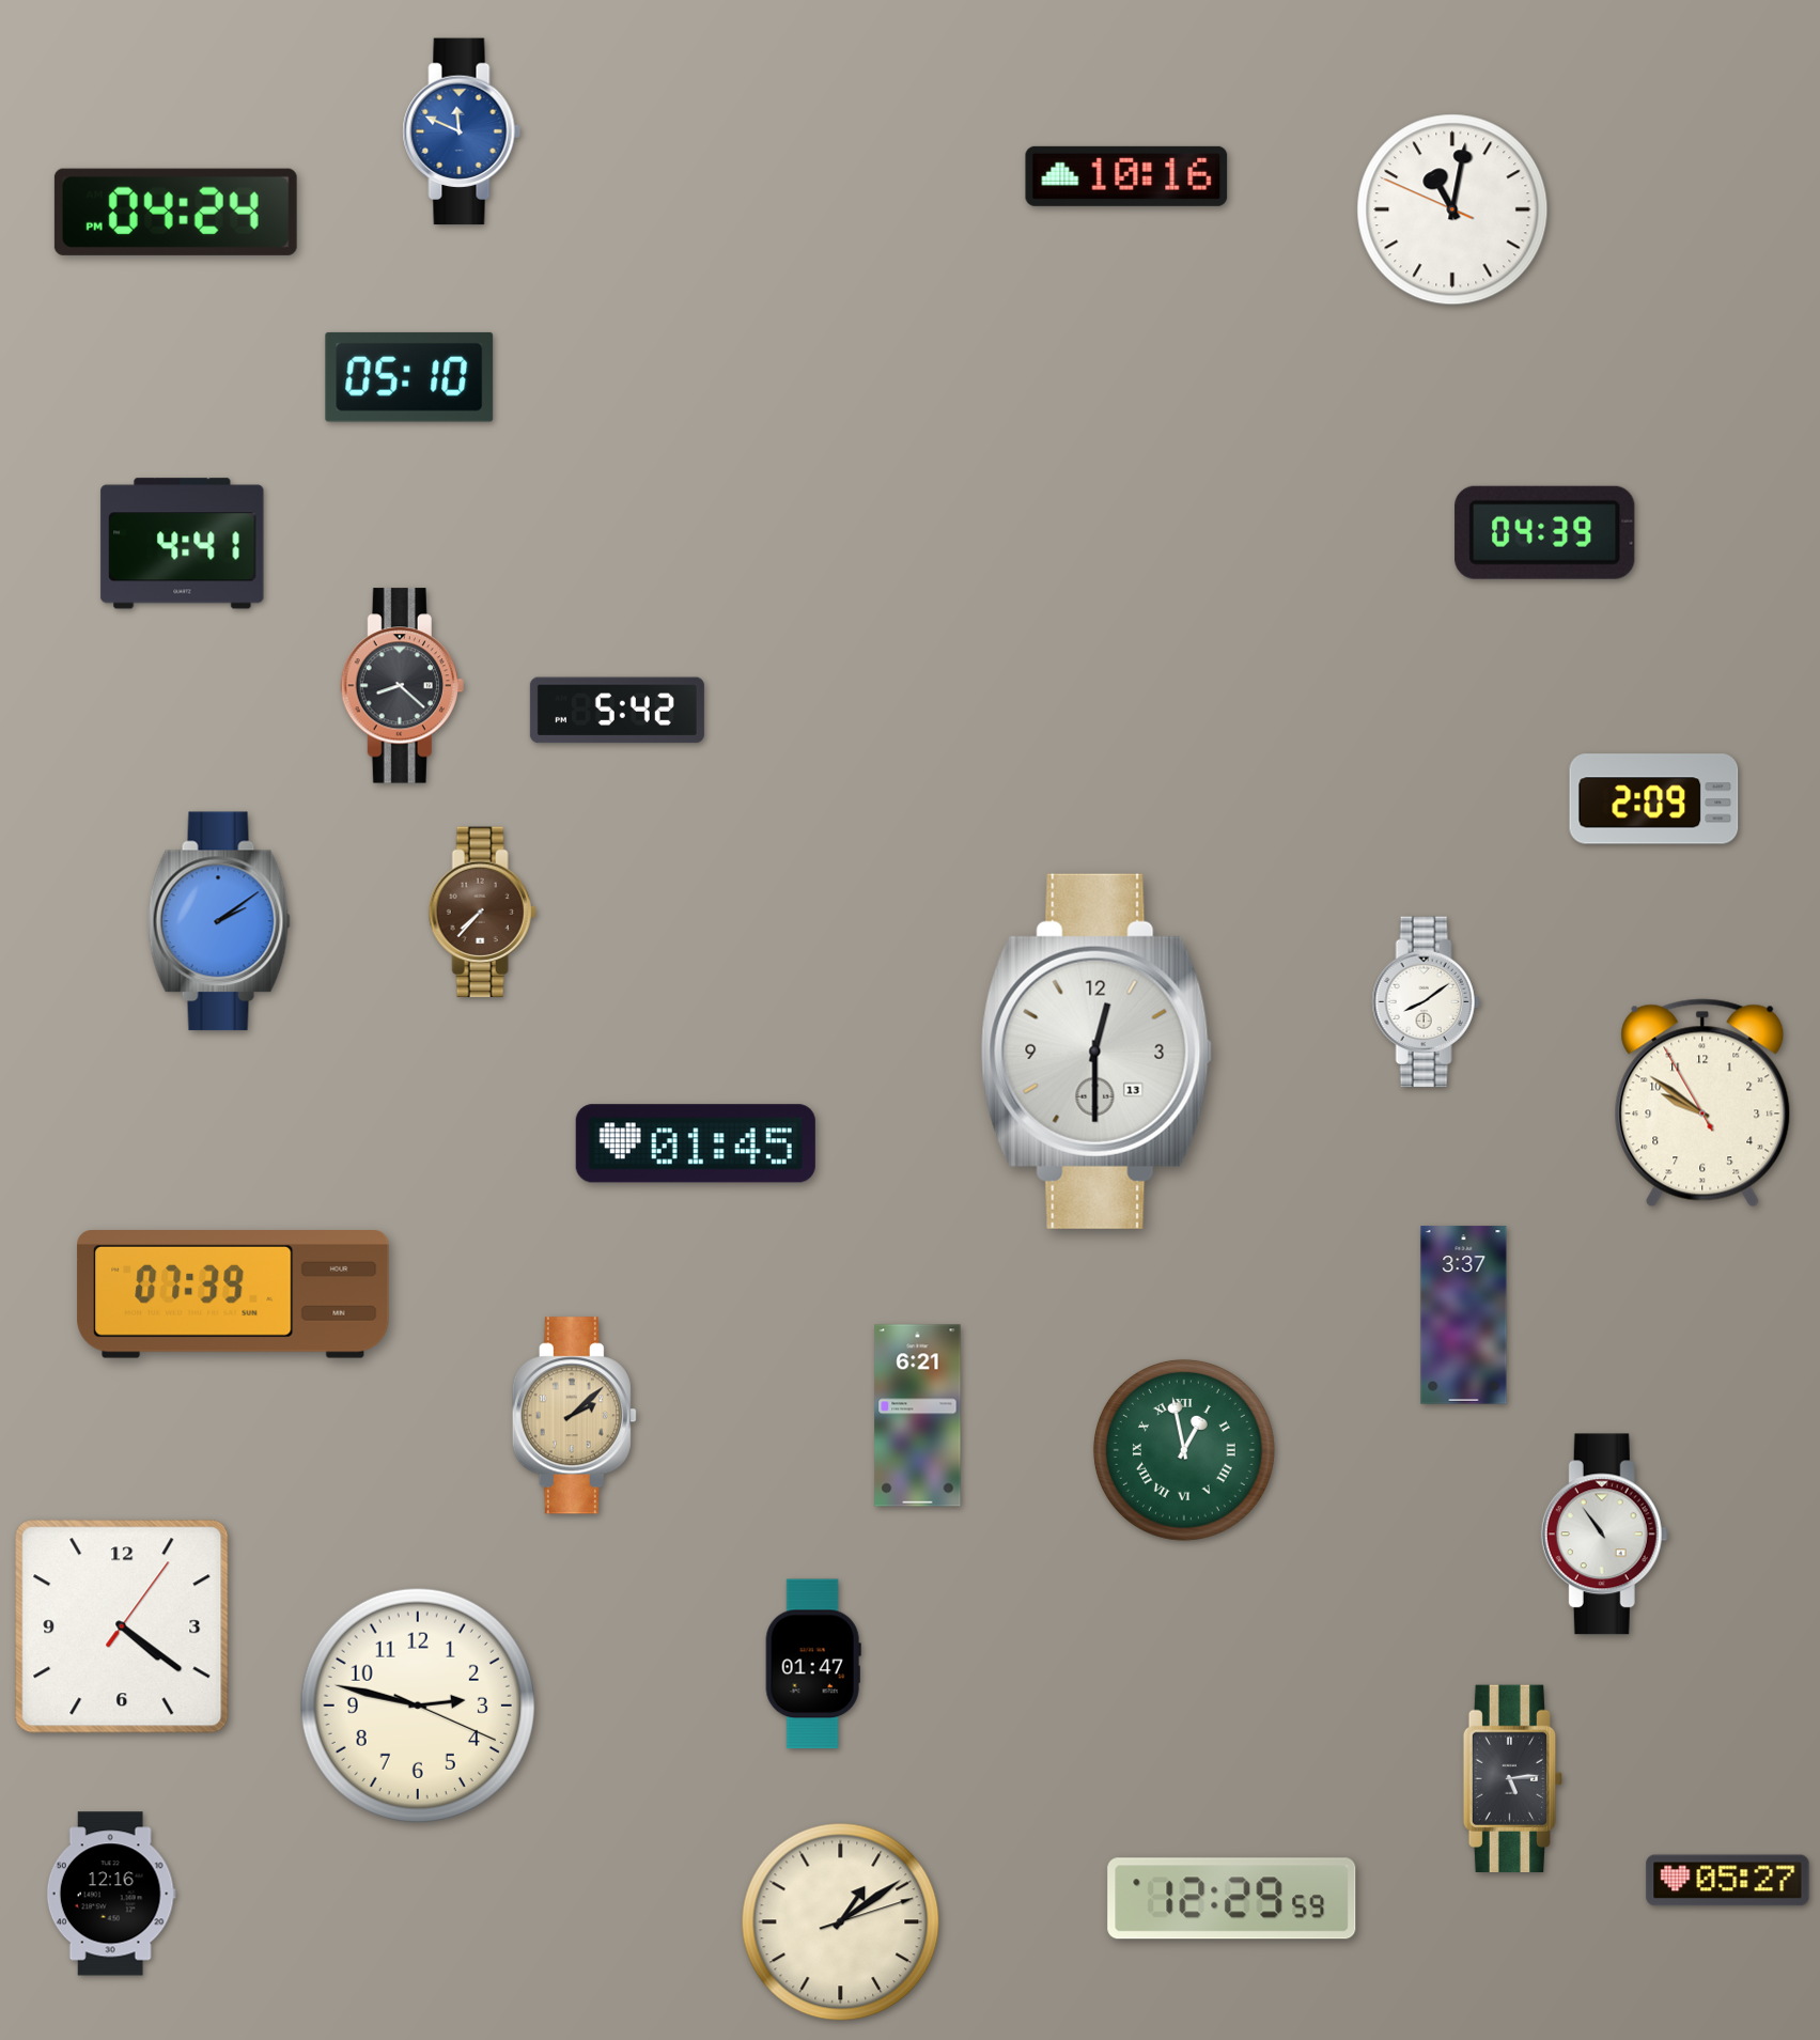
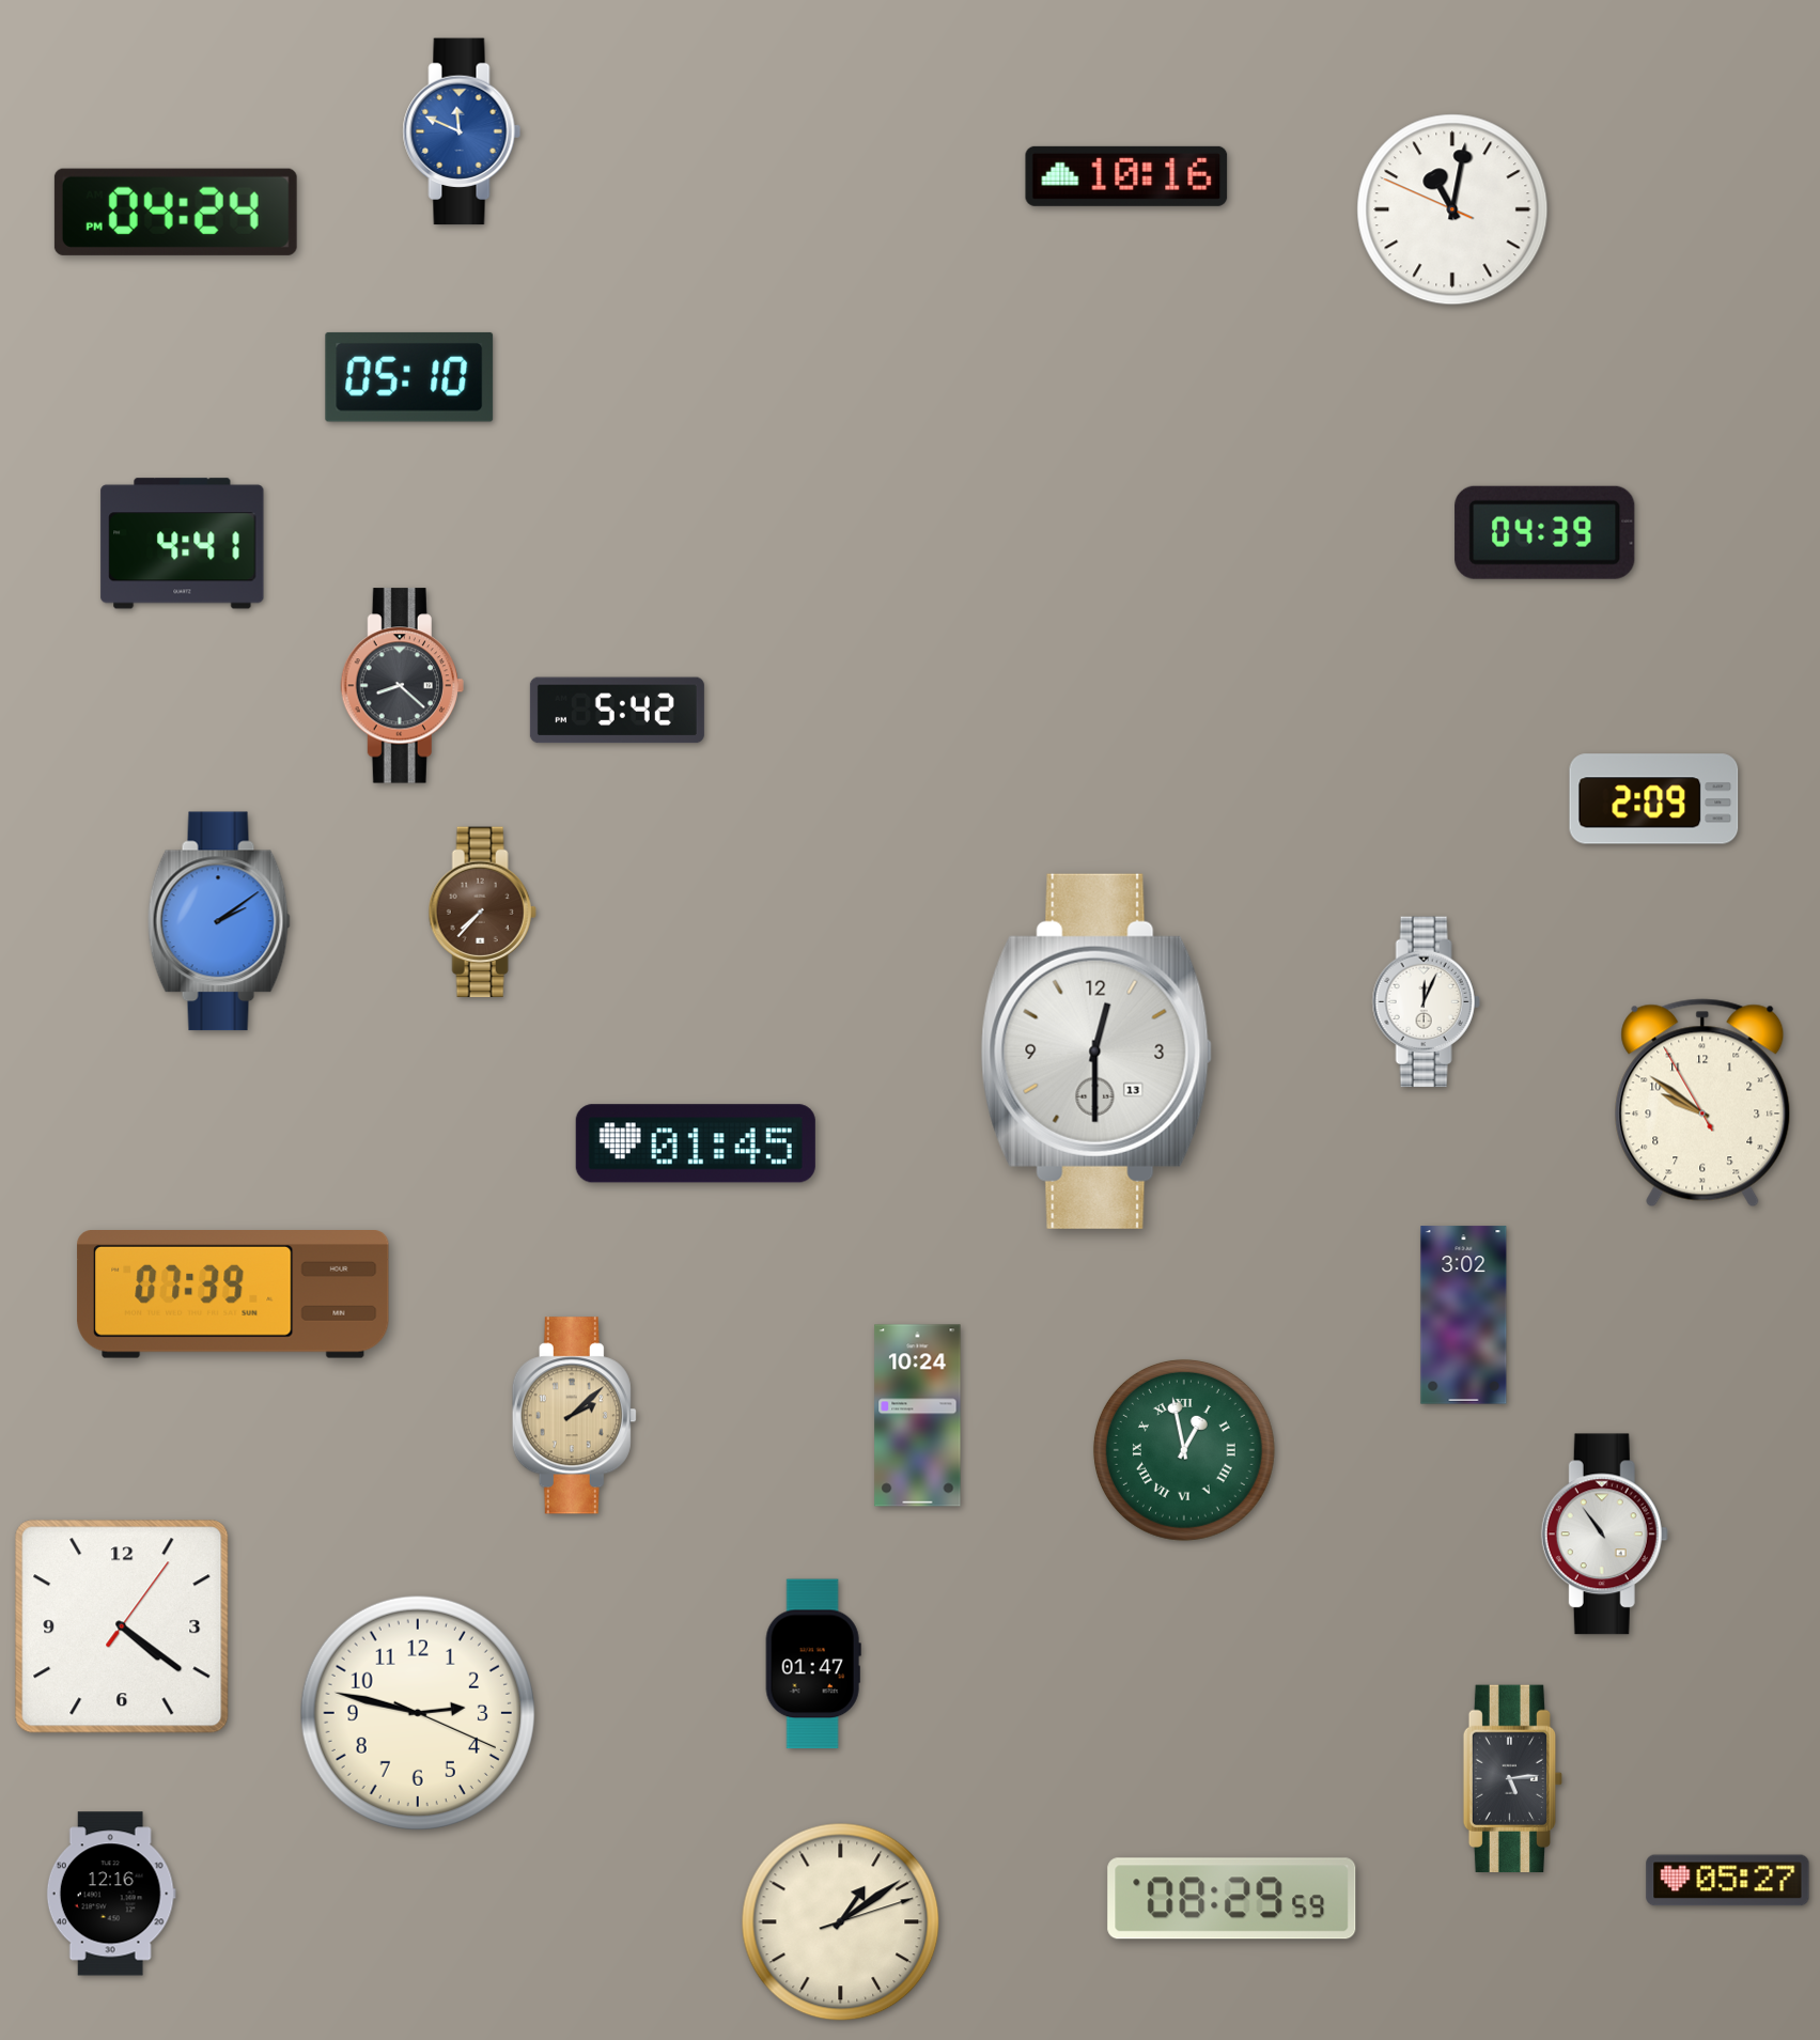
clock at (1426, 1002): 8:09 -> 12:04
clock at (1464, 1315): 3:37 -> 3:02
clock at (918, 1416): 6:21 -> 10:24
clock at (418, 1706) position: (418, 1706) -> (418, 1713)
clock at (1232, 1899): 12:29 -> 08:29
